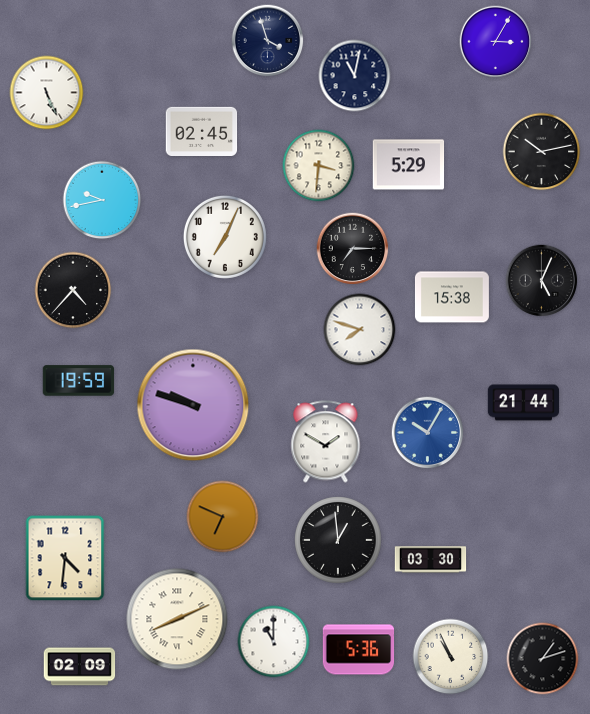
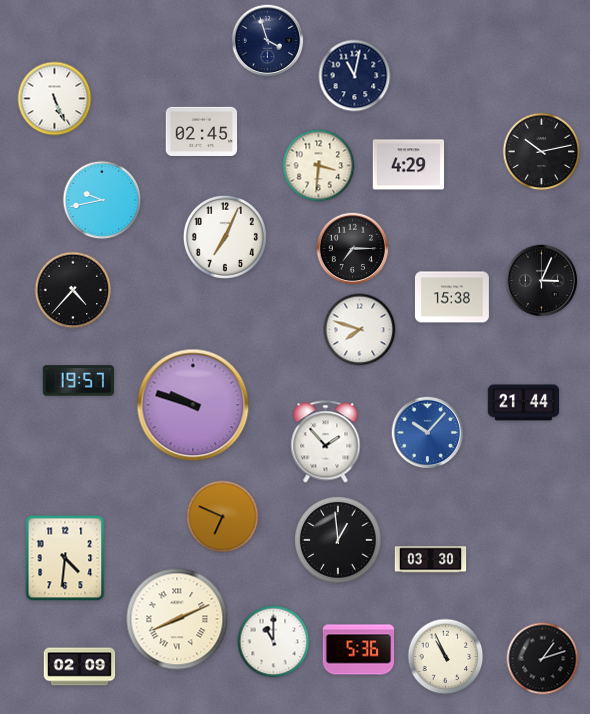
clock at (496, 42): 3:05 -> none
clock at (47, 93) position: (47, 93) -> (55, 99)
clock at (409, 165): 5:29 -> 4:29
clock at (542, 281): 5:04 -> 3:04
clock at (79, 381): 19:59 -> 19:57
clock at (428, 433): 10:05 -> 10:07
clock at (326, 442): 1:50 -> 1:53
clock at (451, 657) position: (451, 657) -> (446, 657)
